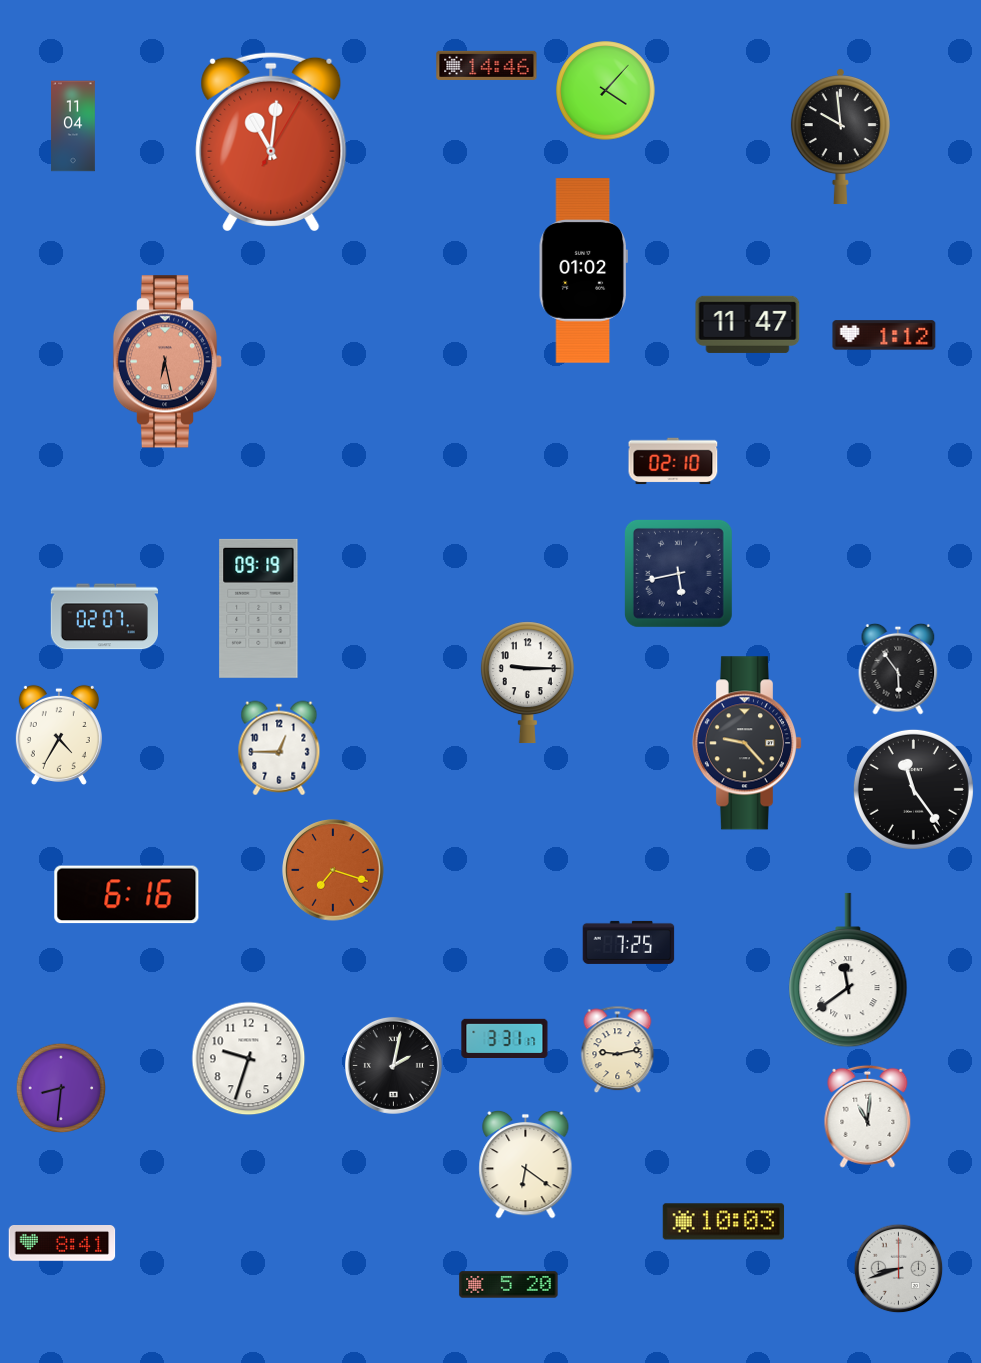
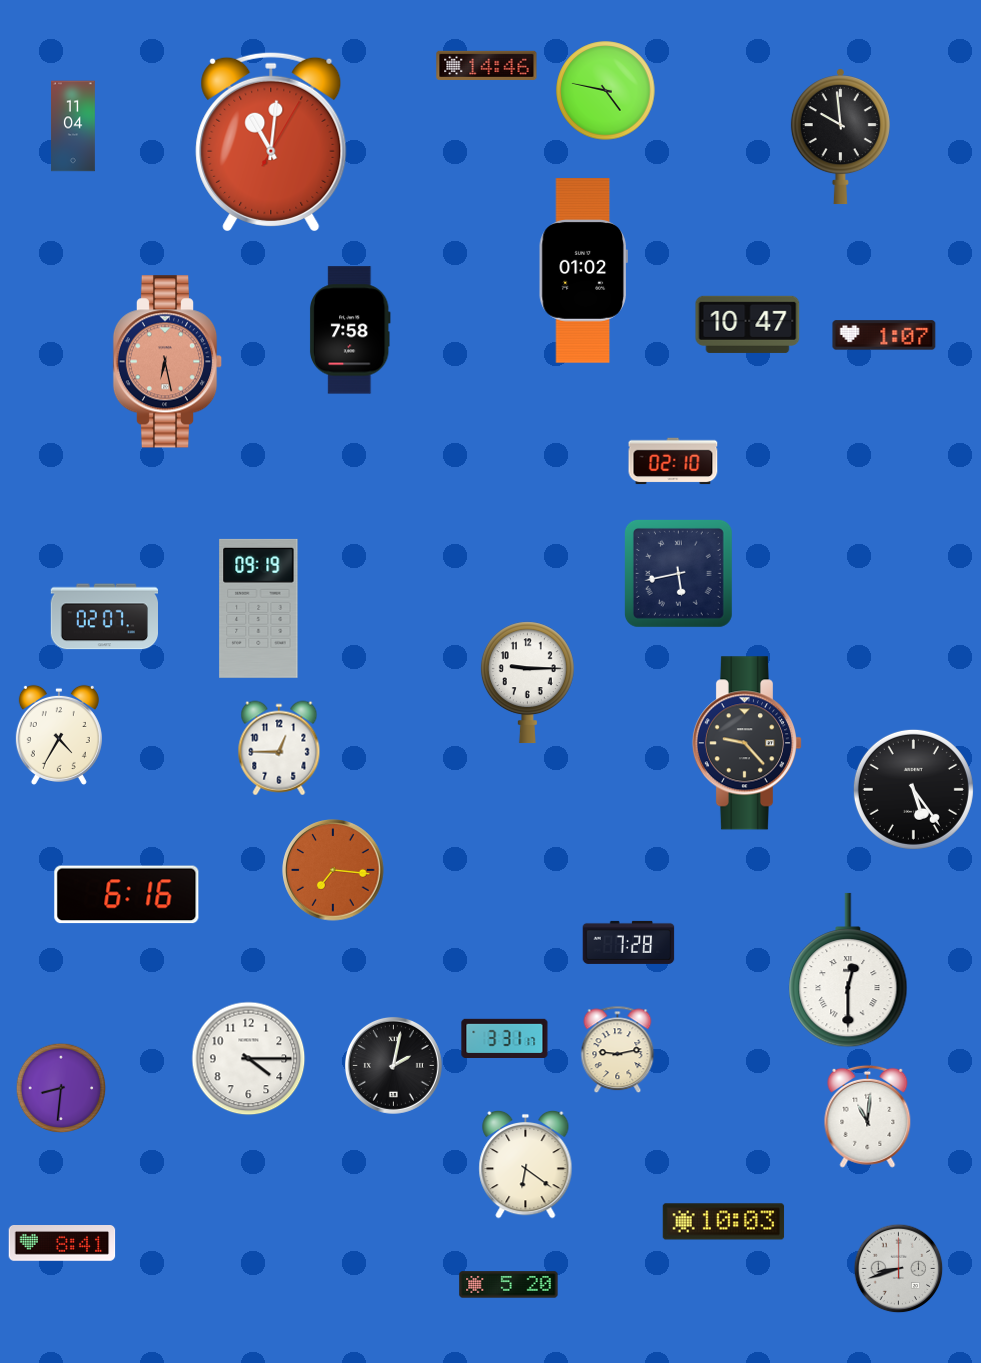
clock at (606, 91): 4:07 -> 4:47
clock at (748, 324): 11:47 -> 10:47
clock at (350, 330): none -> 7:58
clock at (884, 335): 1:12 -> 1:07
clock at (898, 669): 5:54 -> none
clock at (913, 789): 11:24 -> 5:24
clock at (333, 870): 7:18 -> 7:16
clock at (629, 942): 7:25 -> 7:28
clock at (848, 970): 11:39 -> 12:30
clock at (249, 1059): 9:33 -> 4:15
